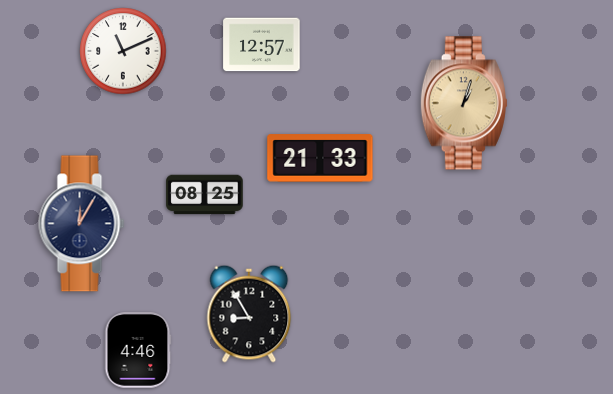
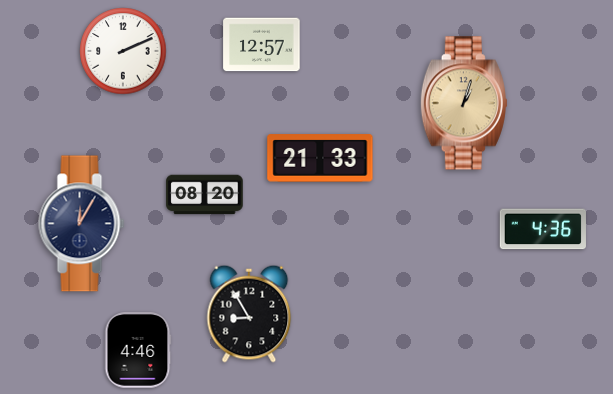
clock at (123, 51): 11:11 -> 2:11
clock at (205, 195): 08:25 -> 08:20
clock at (543, 229): none -> 4:36
